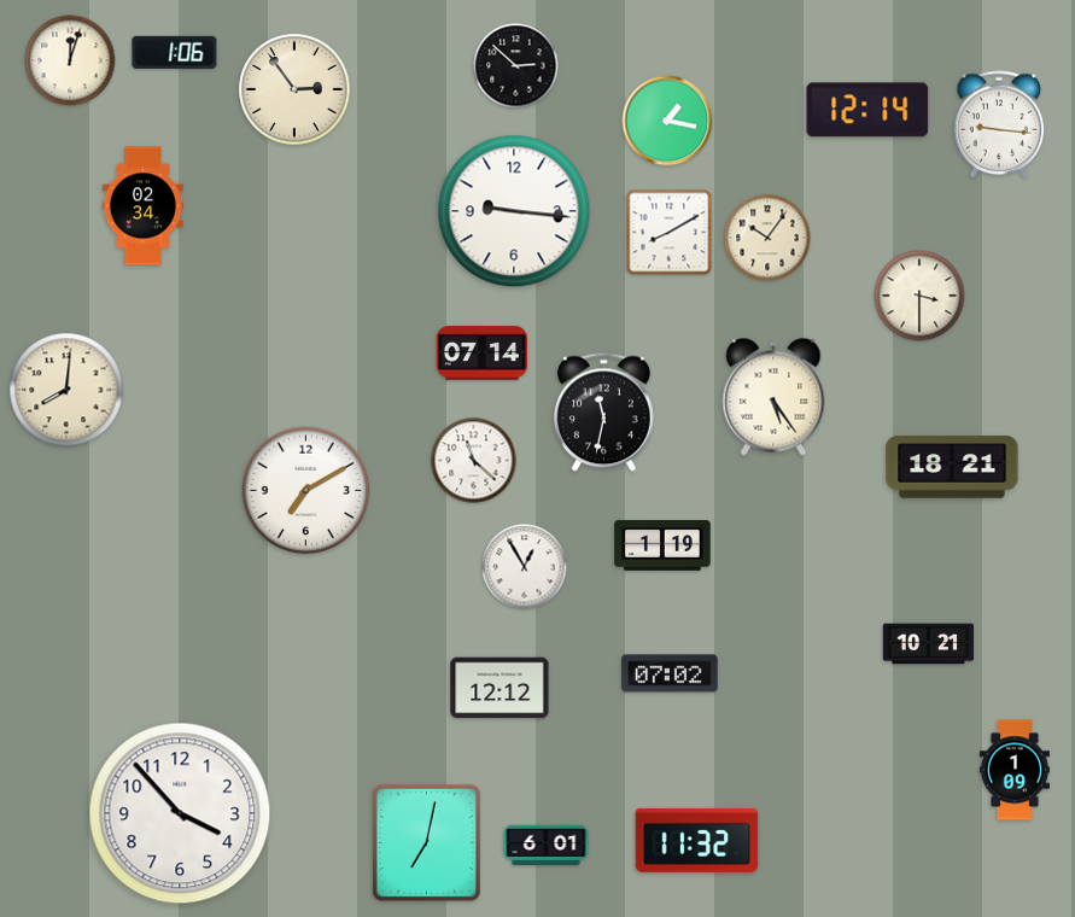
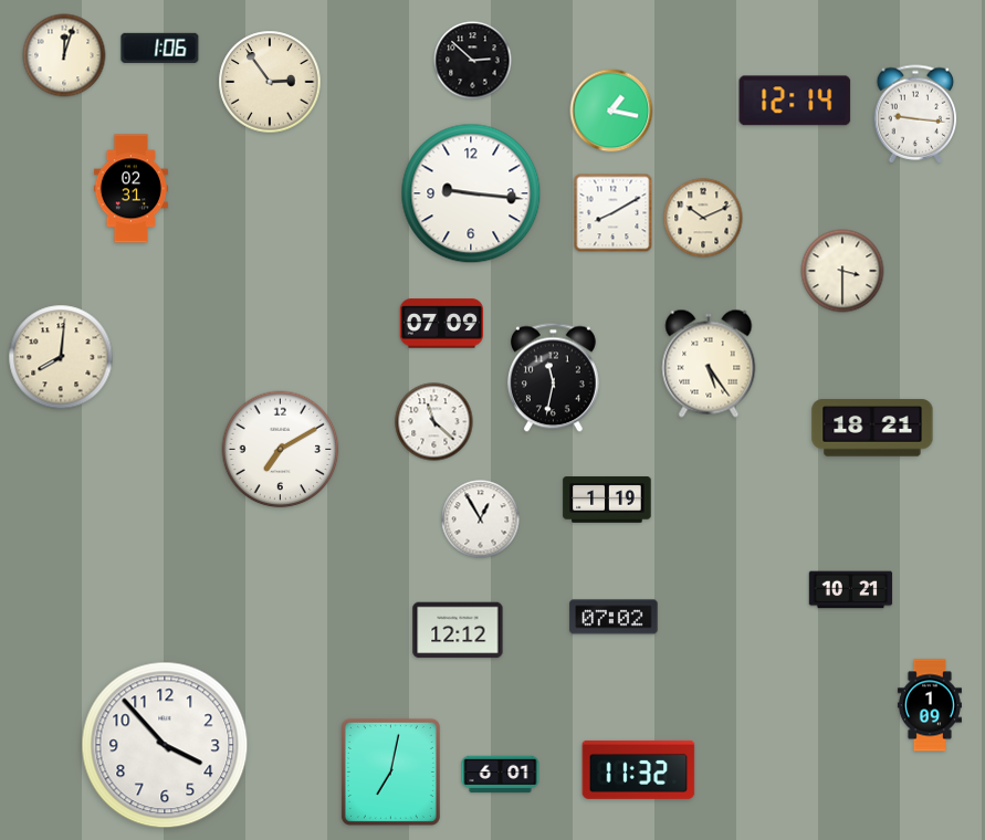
clock at (142, 206): 02:34 -> 02:31
clock at (767, 238): 10:06 -> 10:11
clock at (481, 354): 07:14 -> 07:09
